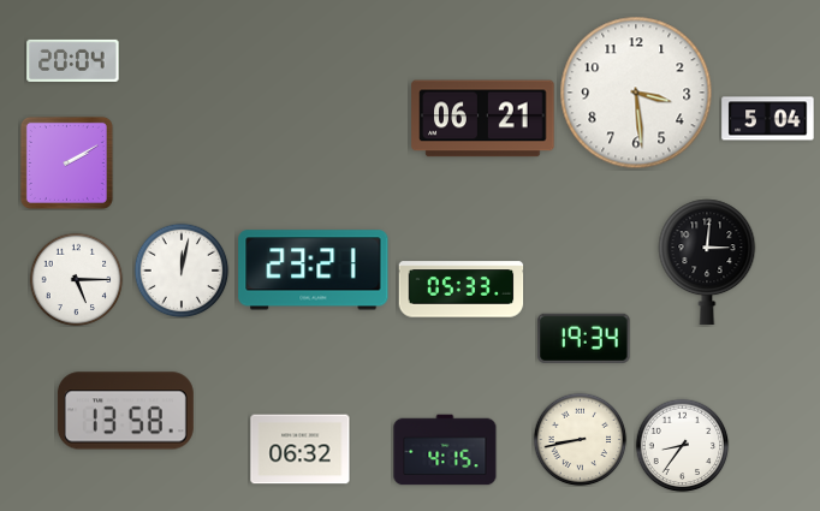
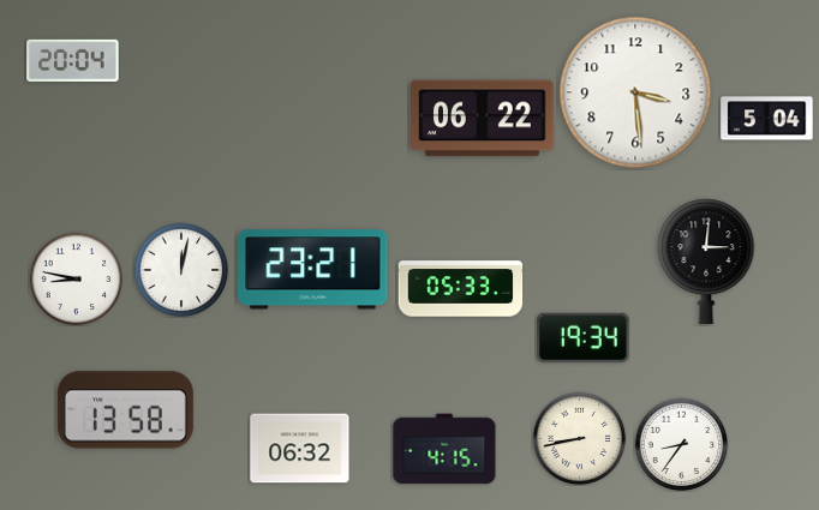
clock at (483, 119): 06:21 -> 06:22
clock at (66, 162): 2:10 -> none
clock at (76, 279): 5:15 -> 8:47
